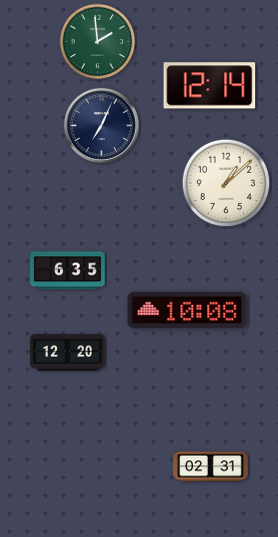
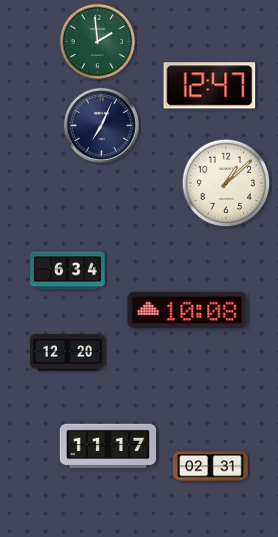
clock at (210, 86): 12:14 -> 12:47
clock at (68, 271): 6:35 -> 6:34
clock at (108, 446): none -> 11:17
